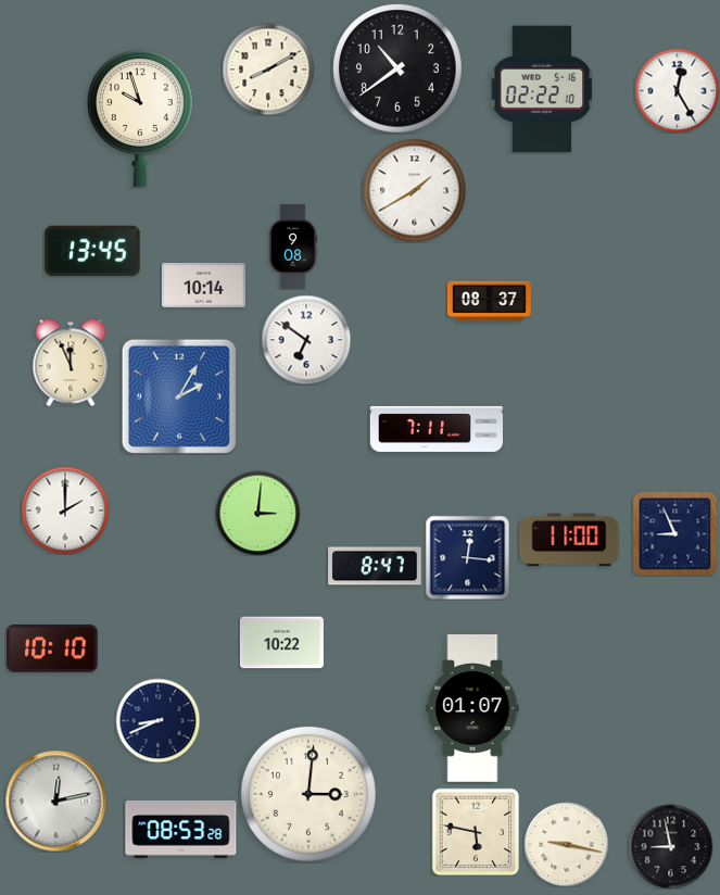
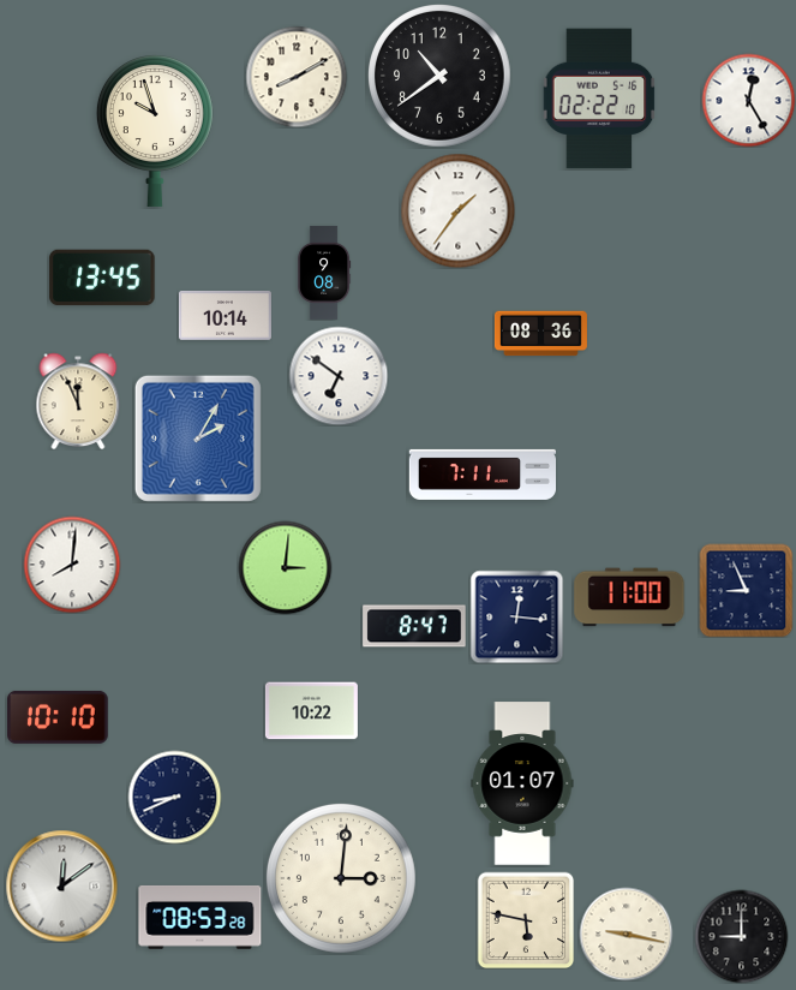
clock at (414, 190): 1:40 -> 1:36
clock at (489, 302): 08:37 -> 08:36
clock at (65, 510): 2:00 -> 8:01
clock at (55, 801): 12:13 -> 12:09
clock at (670, 846): 8:58 -> 9:00
